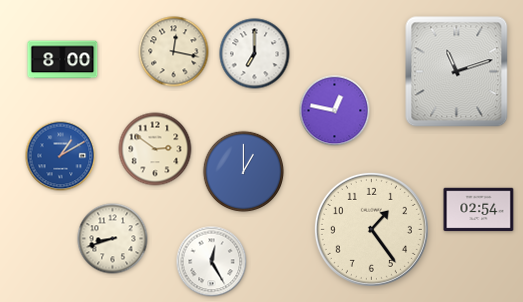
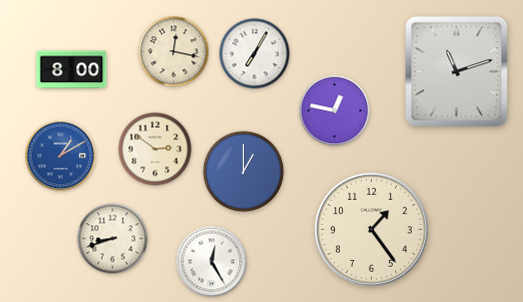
clock at (255, 54): 7:00 -> 7:05
clock at (63, 60) position: (63, 60) -> (72, 70)
clock at (479, 210): 02:54 -> none
